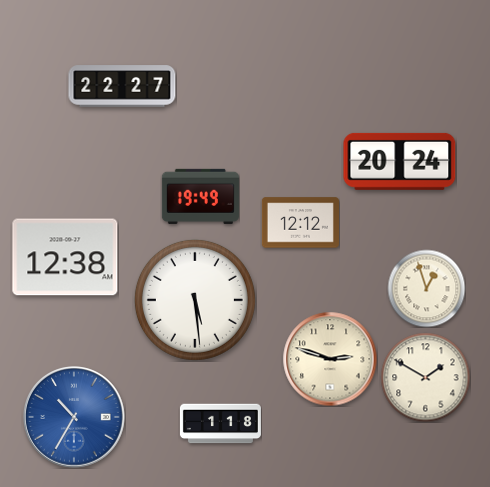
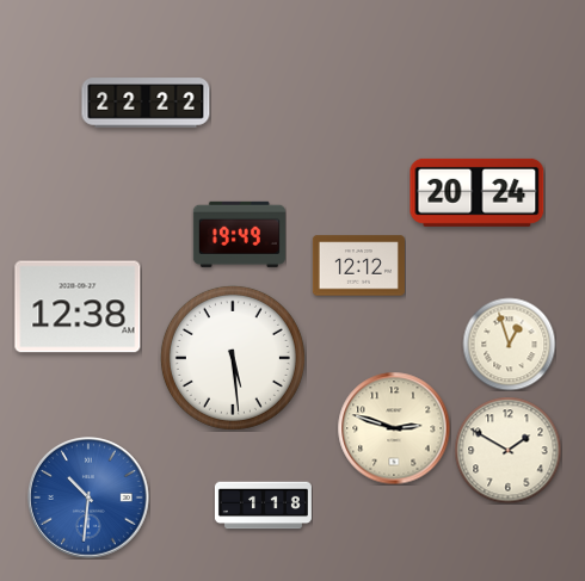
clock at (122, 86): 22:27 -> 22:22
clock at (75, 418): 10:35 -> 10:31
